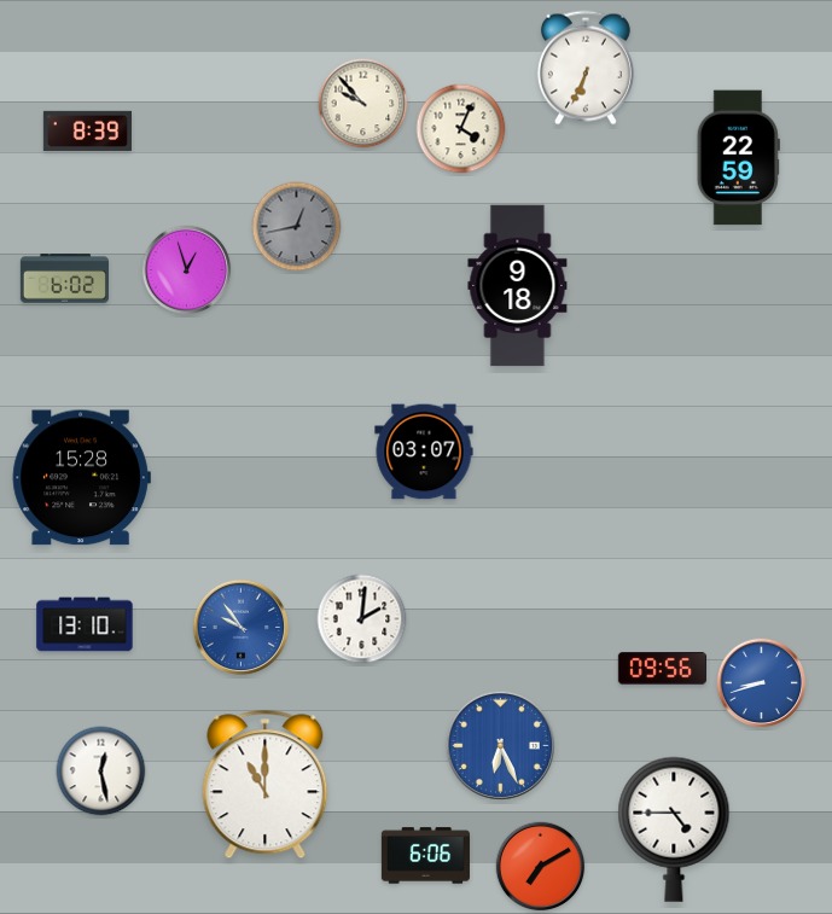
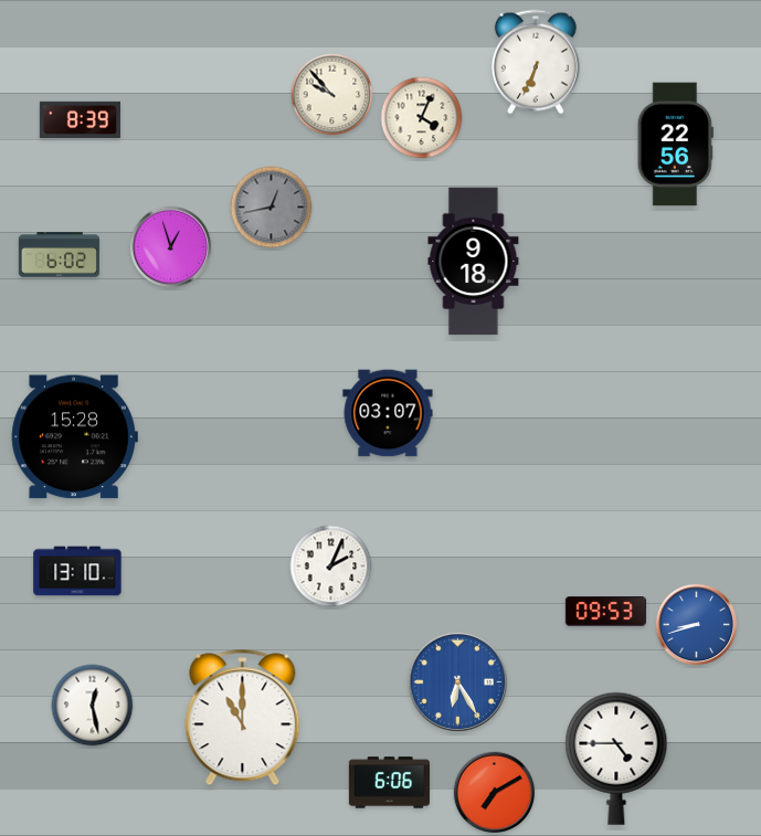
clock at (738, 158): 22:59 -> 22:56
clock at (362, 619): 2:01 -> 2:04
clock at (242, 628): 9:54 -> none
clock at (662, 669): 09:56 -> 09:53
clock at (500, 745): 6:26 -> 6:25
